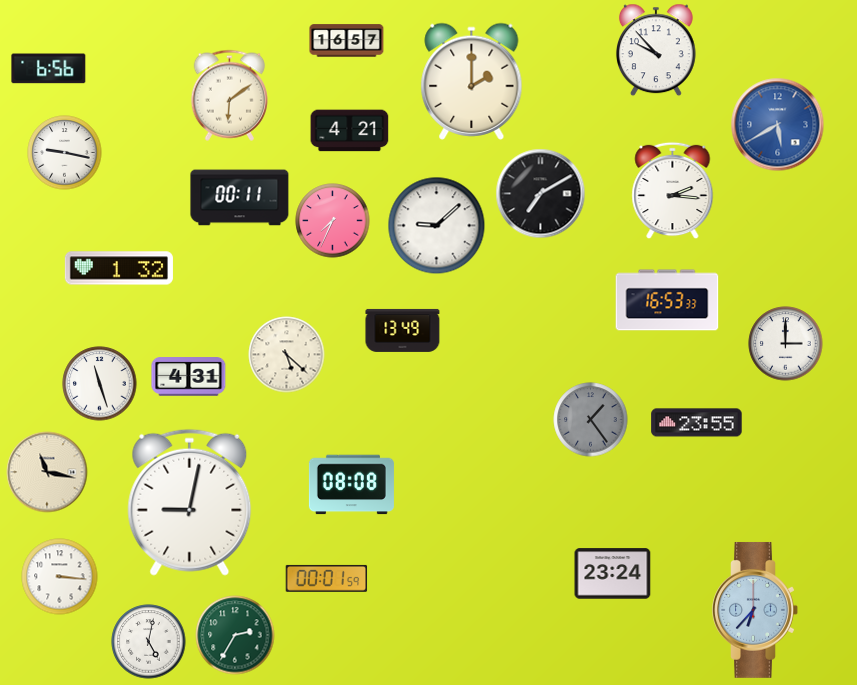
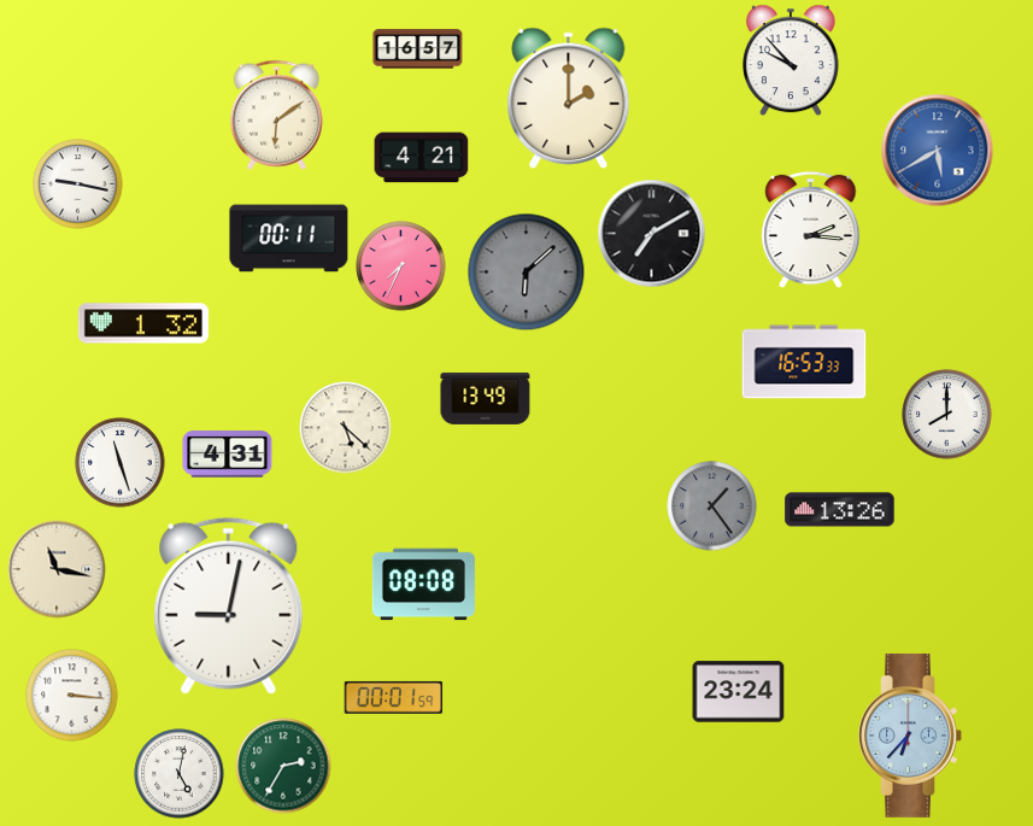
clock at (49, 69): 6:56 -> none
clock at (437, 226): 9:08 -> 6:08
clock at (437, 226) dial: white -> grey
clock at (786, 344): 3:00 -> 8:00
clock at (697, 423): 23:55 -> 13:26
